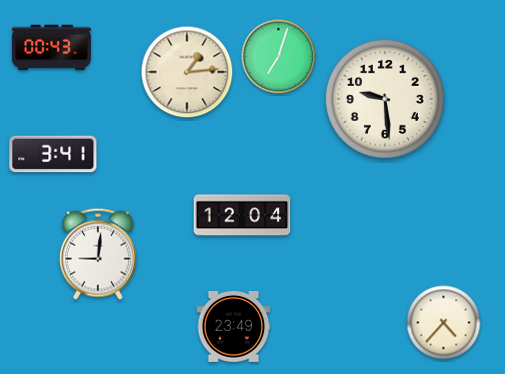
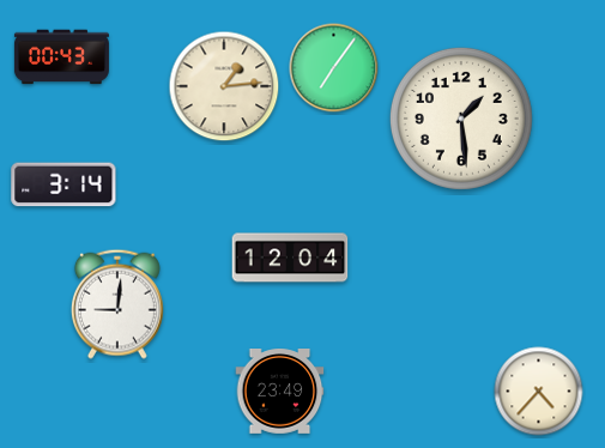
clock at (279, 57): 7:03 -> 7:06
clock at (385, 99): 9:29 -> 1:29
clock at (53, 154): 3:41 -> 3:14
clock at (444, 323) position: (444, 323) -> (539, 392)
